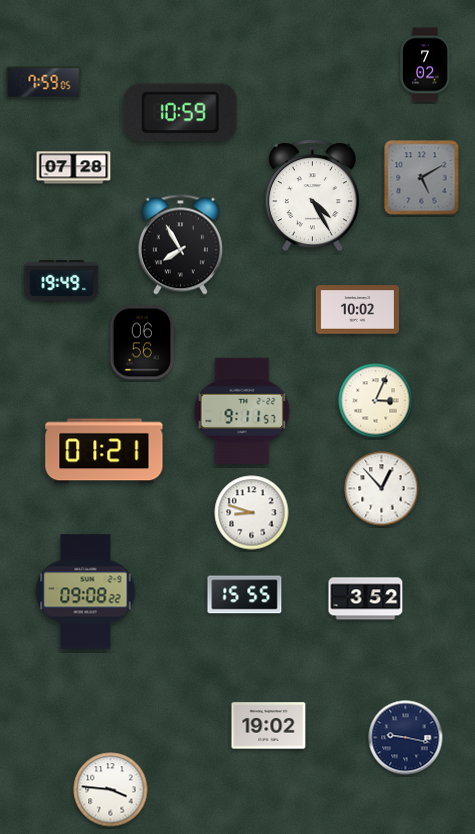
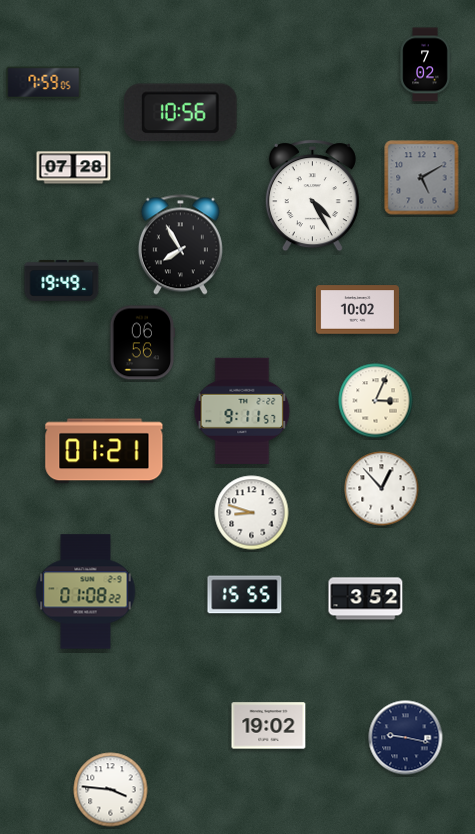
clock at (180, 113): 10:59 -> 10:56
clock at (86, 592): 09:08 -> 01:08
